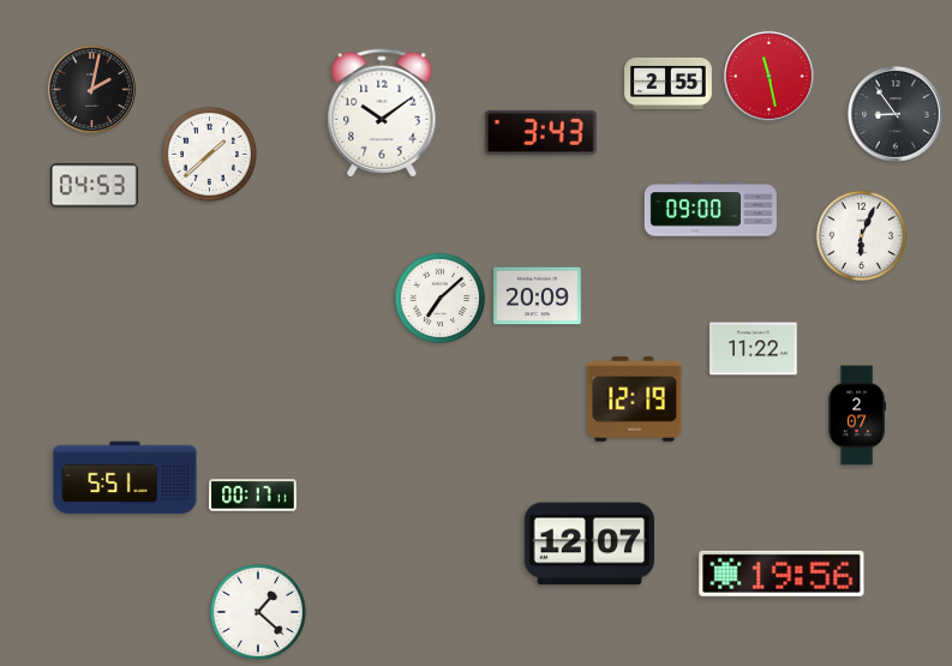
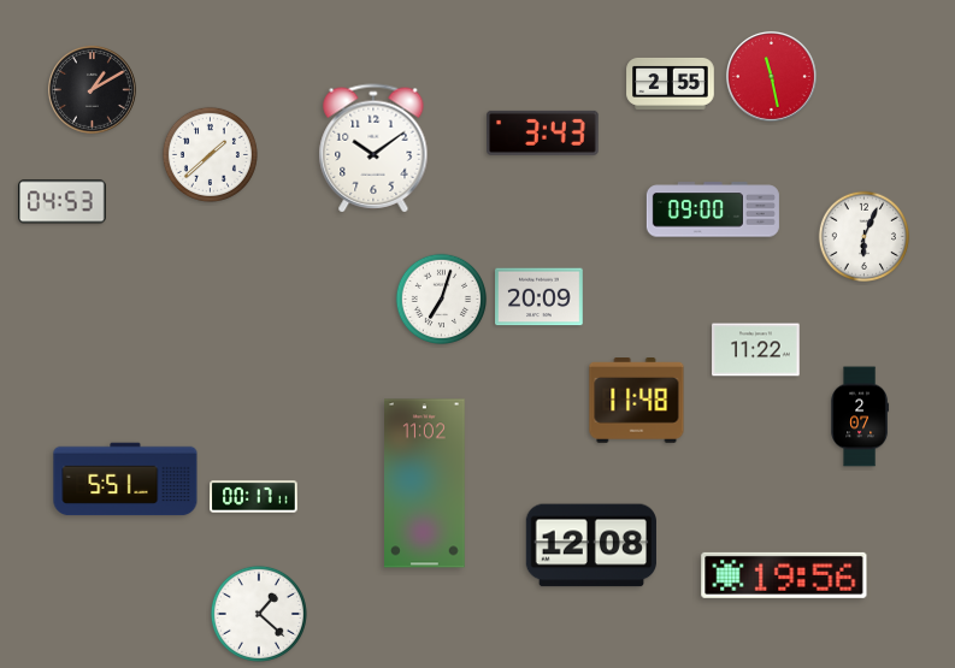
clock at (91, 89): 2:02 -> 1:10
clock at (382, 113) position: (382, 113) -> (373, 148)
clock at (897, 115): 8:54 -> none
clock at (95, 186) position: (95, 186) -> (63, 202)
clock at (441, 299): 7:08 -> 7:03
clock at (635, 400): 12:19 -> 11:48
clock at (425, 484): none -> 11:02
clock at (589, 544): 12:07 -> 12:08
